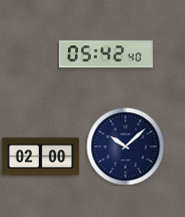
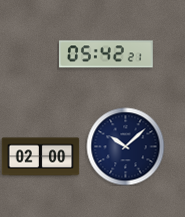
clock at (107, 54): 05:42:40 -> 05:42:21
